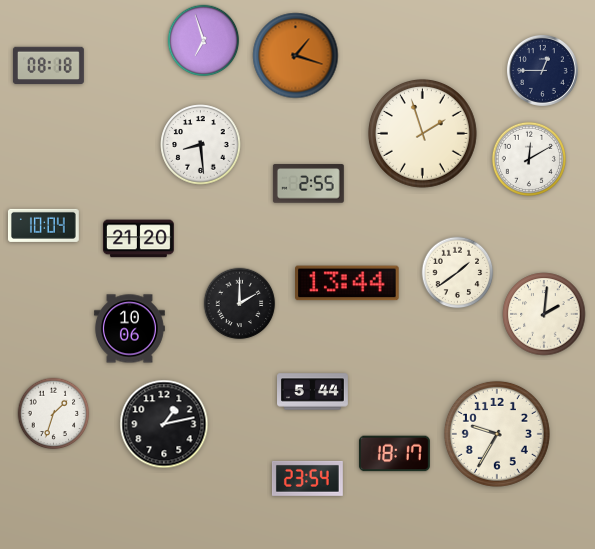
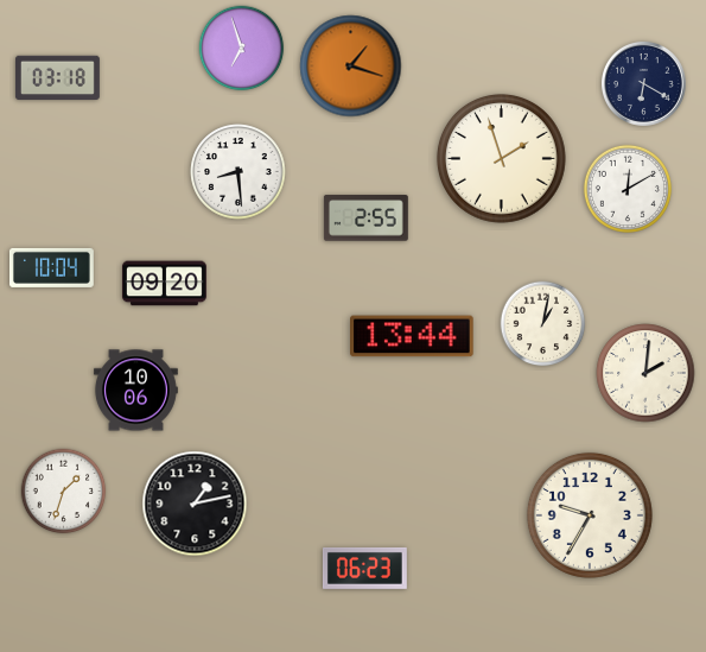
clock at (48, 66): 08:18 -> 03:18
clock at (542, 70): 12:45 -> 6:20
clock at (138, 239): 21:20 -> 09:20
clock at (458, 273): 1:39 -> 1:02
clock at (240, 304): 2:00 -> none
clock at (129, 329) position: (129, 329) -> (135, 391)
clock at (313, 392): 5:44 -> none
clock at (394, 454): 18:17 -> none
clock at (307, 478): 23:54 -> 06:23
